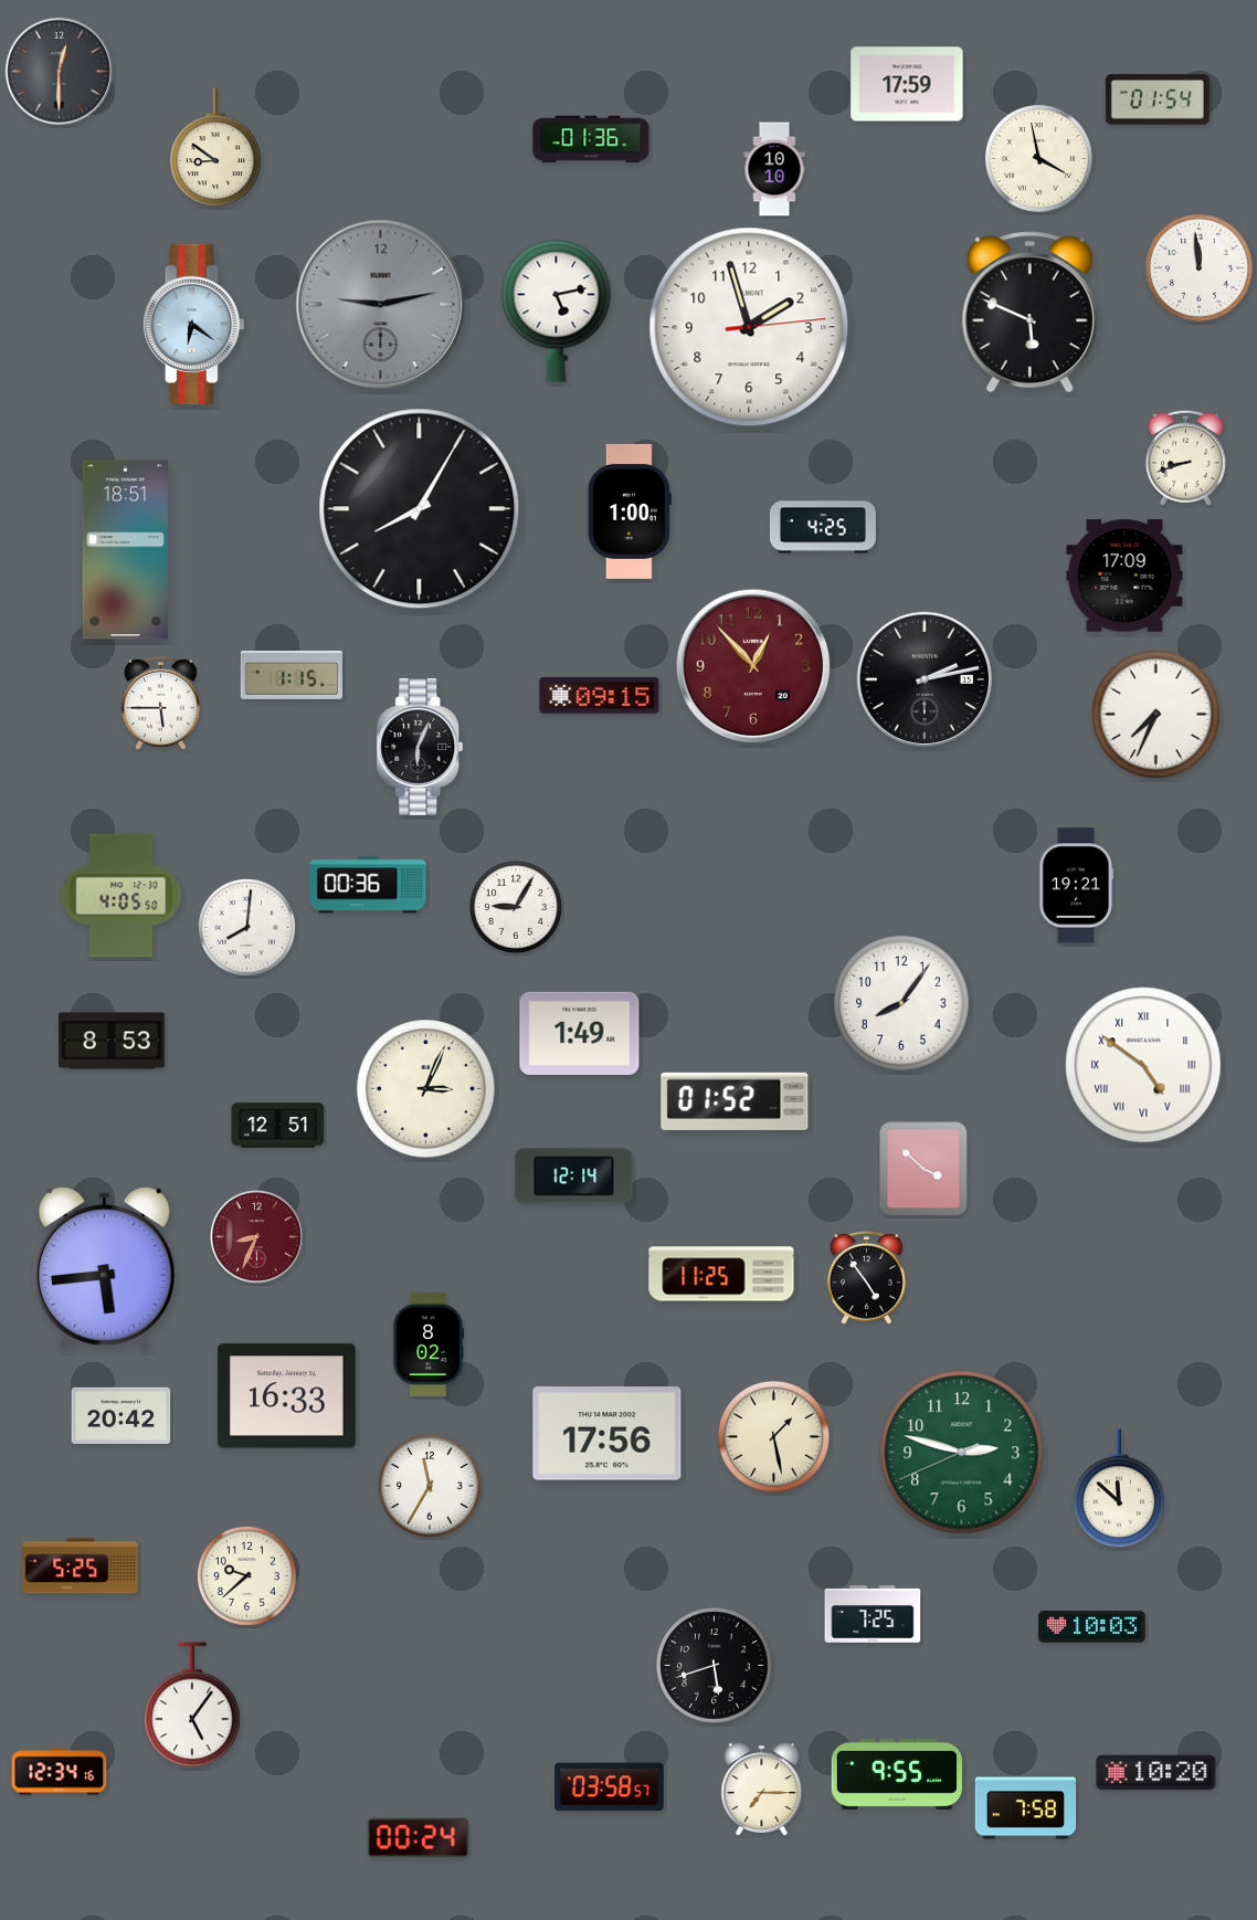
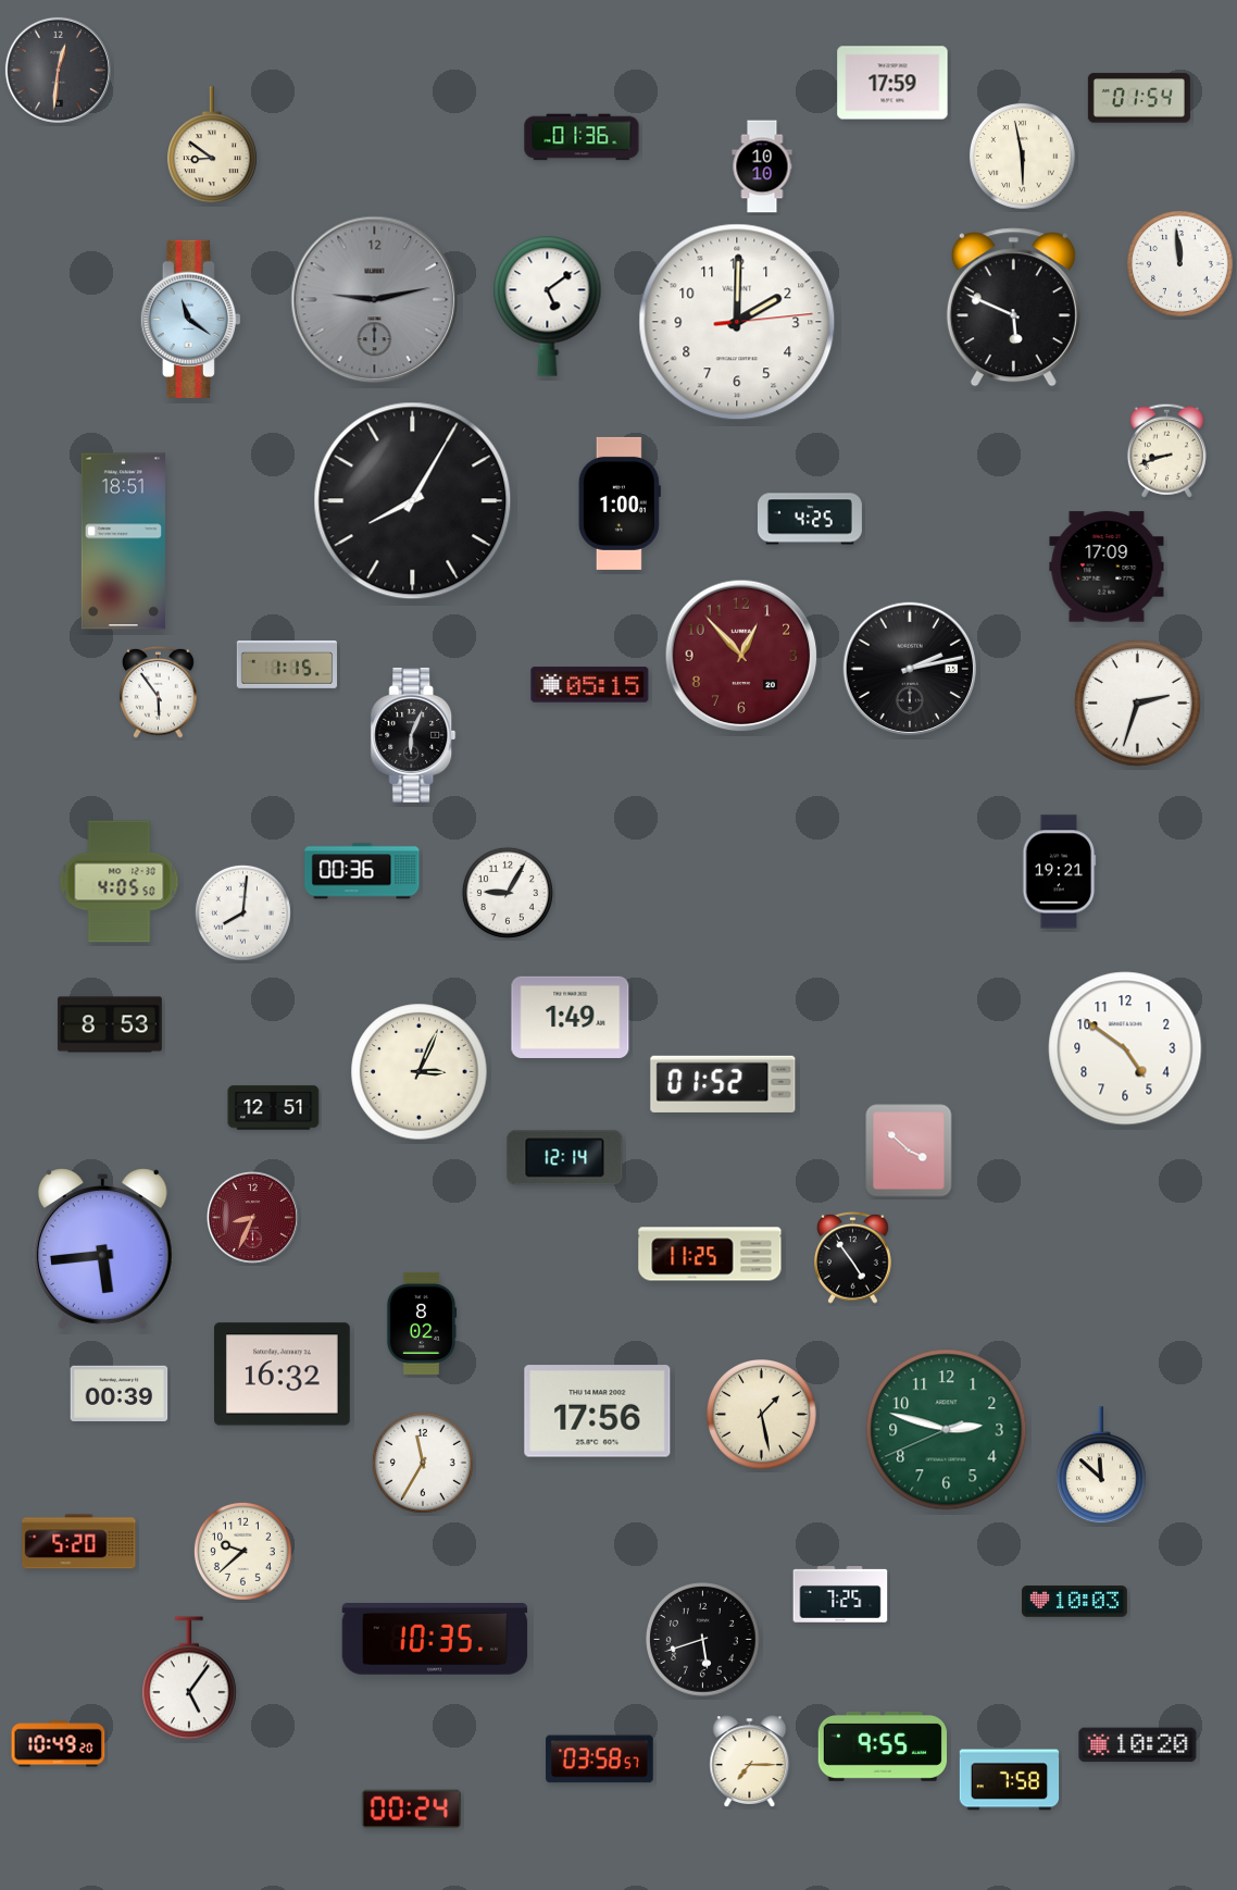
clock at (59, 71): 12:30 -> 12:31
clock at (1038, 158): 3:58 -> 5:58
clock at (557, 310): 5:13 -> 5:09
clock at (193, 324): 6:21 -> 11:21
clock at (749, 327): 1:57 -> 2:00
clock at (600, 696): 09:15 -> 05:15
clock at (161, 703): 5:45 -> 5:54
clock at (1156, 715): 7:34 -> 2:33
clock at (901, 1003): 8:06 -> none
clock at (1143, 1065) numerals: Roman -> Arabic
clock at (286, 1396): 16:33 -> 16:32
clock at (122, 1415): 20:42 -> 00:39
clock at (81, 1566): 5:25 -> 5:20
clock at (873, 1614) position: (873, 1614) -> (840, 1594)
clock at (435, 1640): none -> 10:35
clock at (60, 1772): 12:34 -> 10:49
